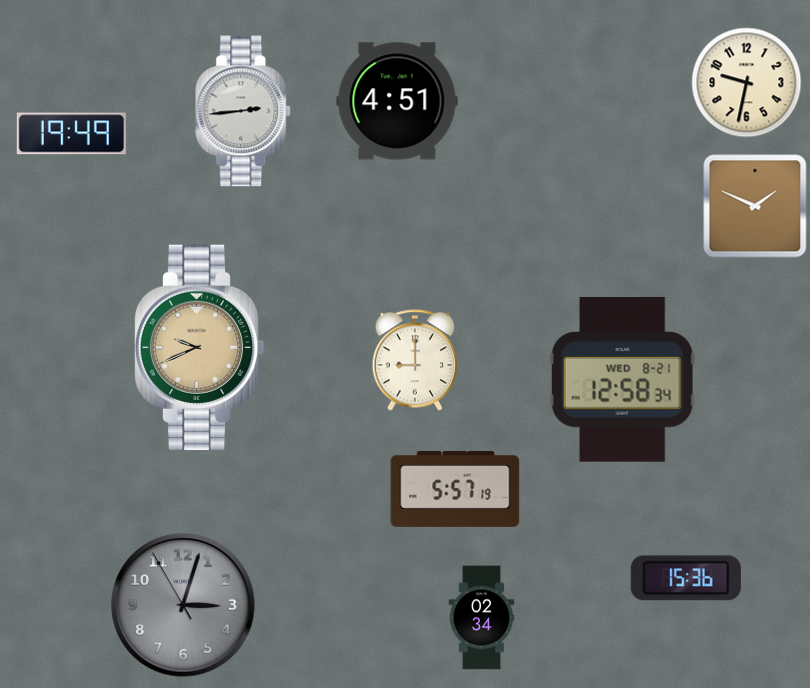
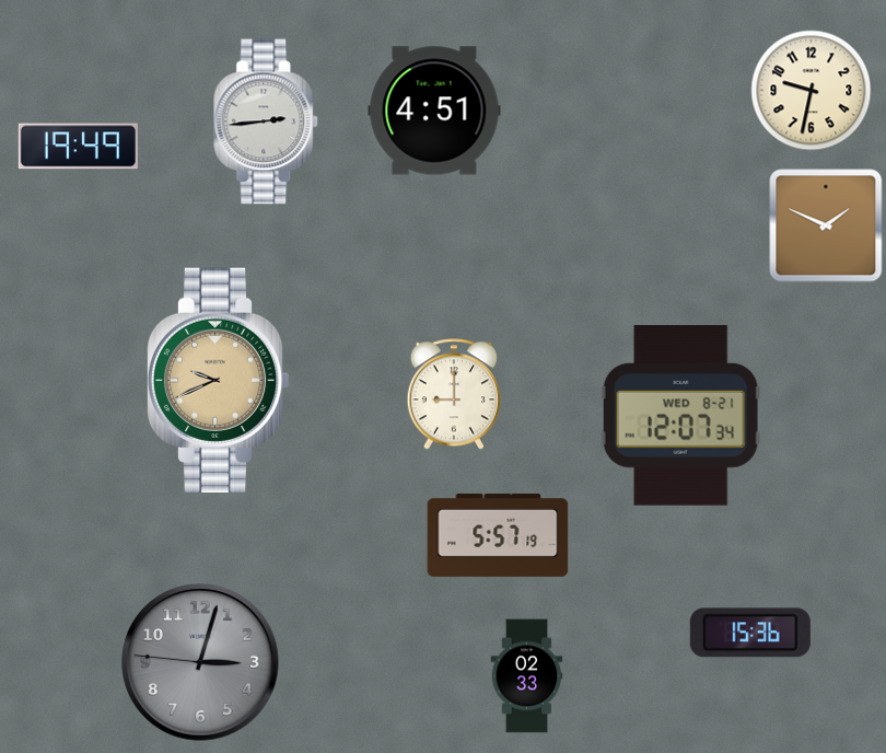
clock at (747, 83) position: (747, 83) -> (812, 91)
clock at (622, 379): 12:58 -> 12:07
clock at (183, 605): 3:02:55 -> 3:02:46
clock at (482, 618): 02:34 -> 02:33
